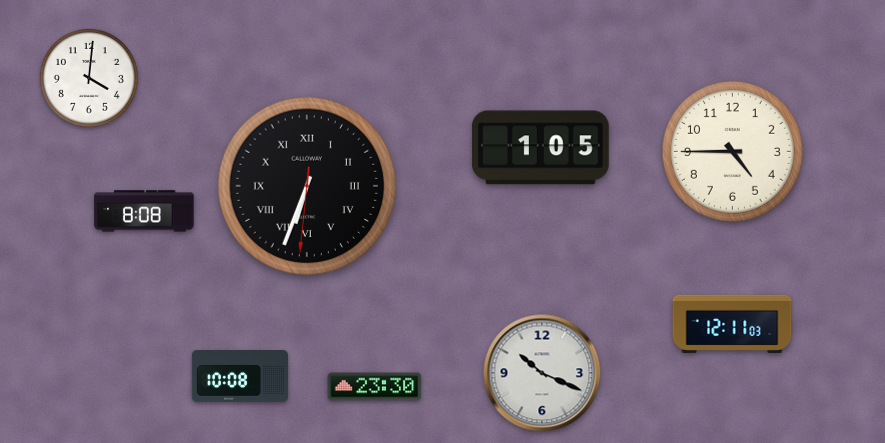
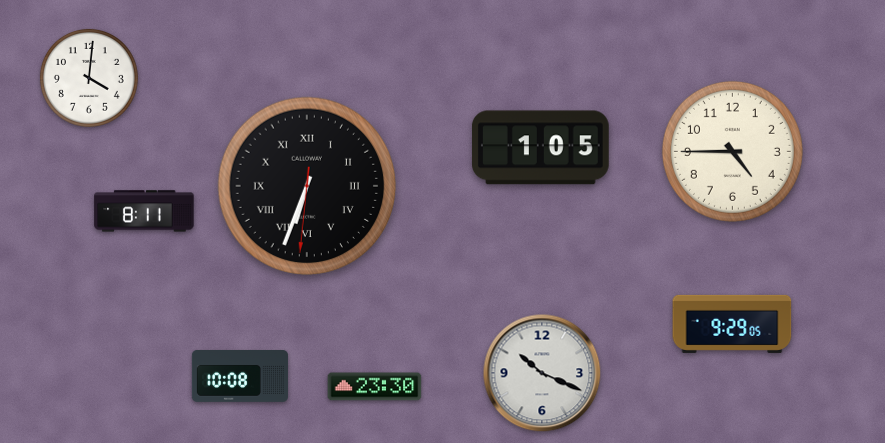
clock at (144, 211): 8:08 -> 8:11
clock at (732, 324): 12:11 -> 9:29
